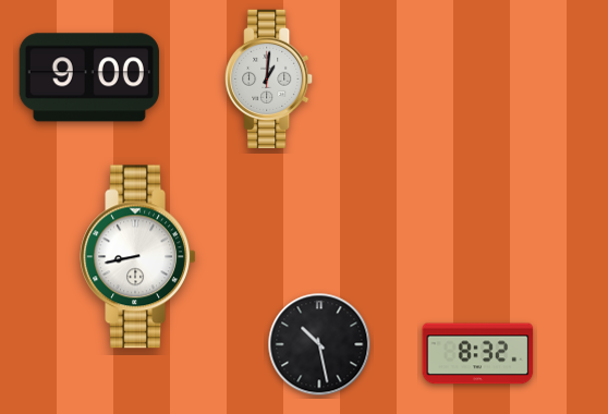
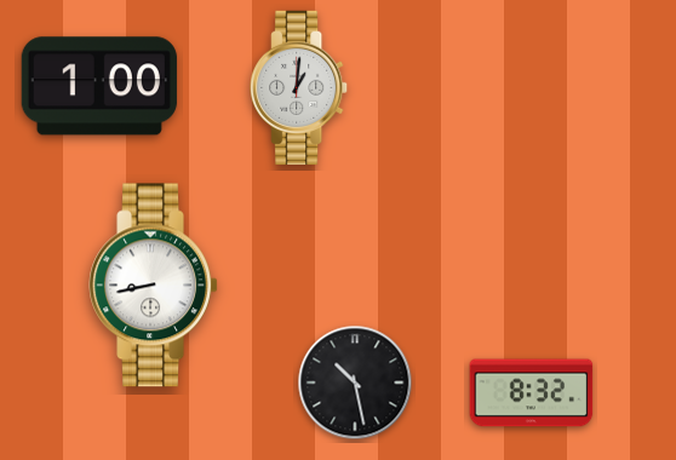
clock at (89, 77): 9:00 -> 1:00
